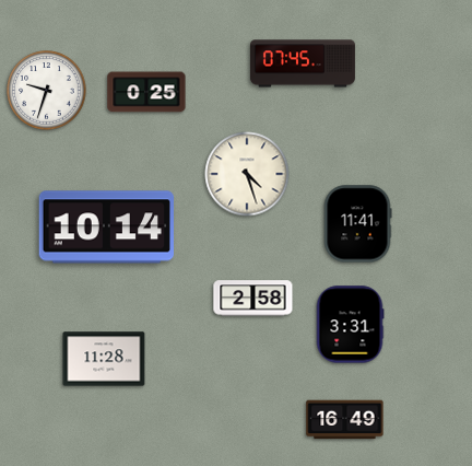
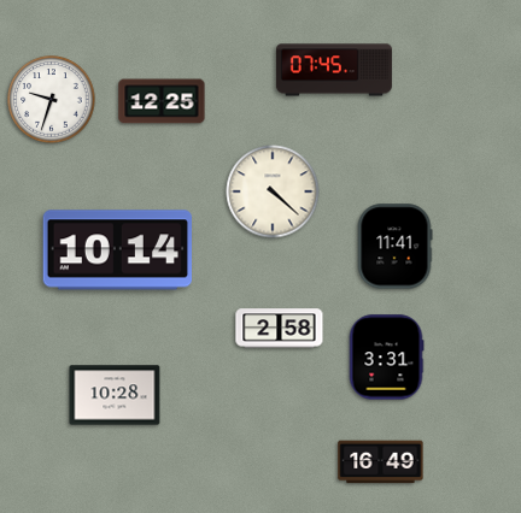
clock at (146, 92): 0:25 -> 12:25
clock at (247, 174): 4:27 -> 4:22
clock at (104, 359): 11:28 -> 10:28
